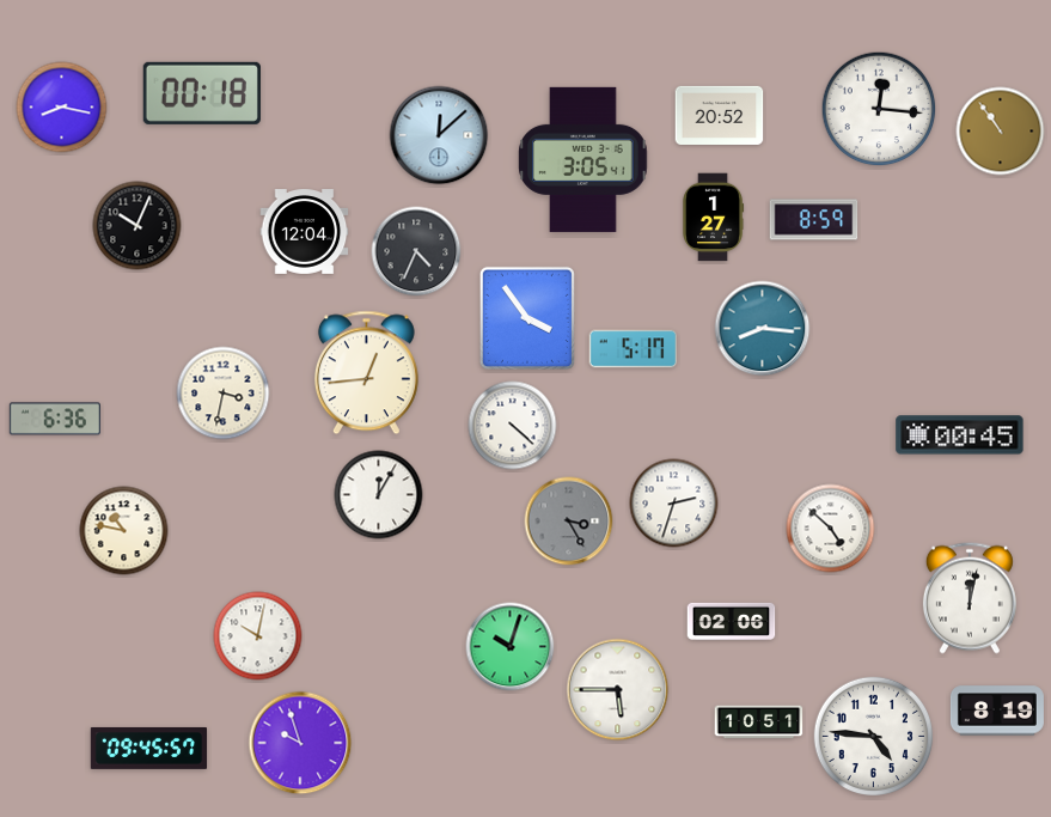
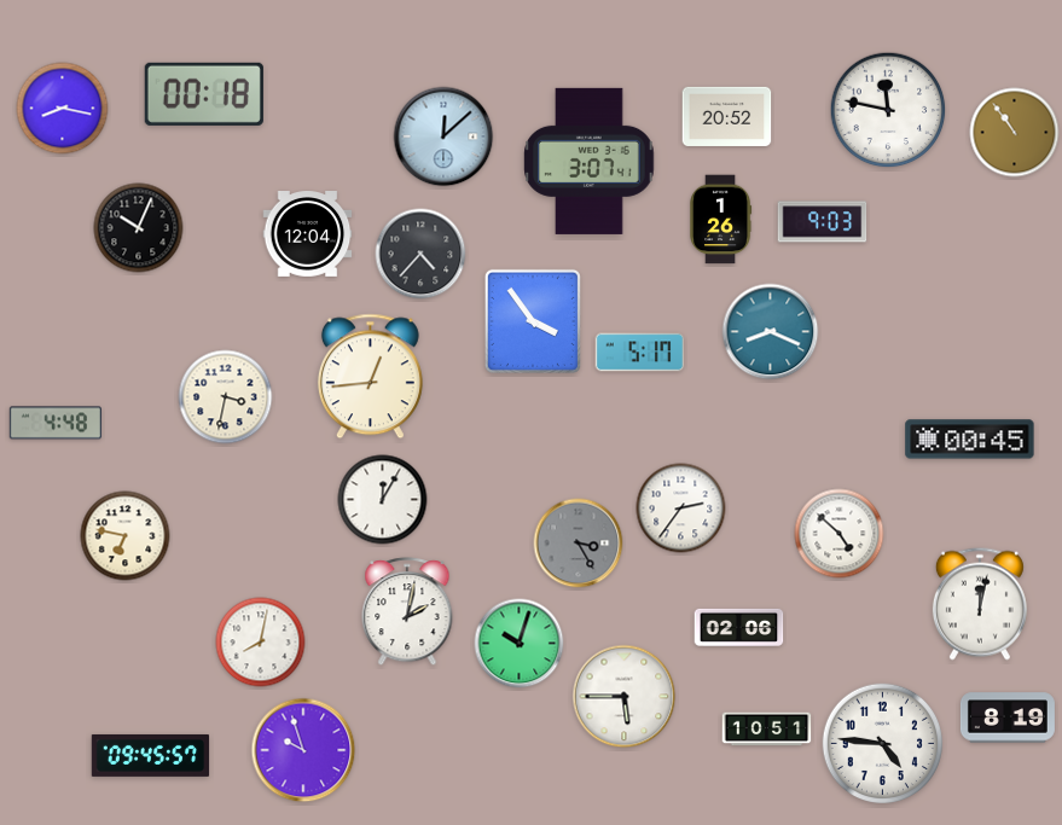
clock at (879, 109): 12:16 -> 11:47
clock at (1001, 132) position: (1001, 132) -> (1015, 133)
clock at (583, 159): 3:05 -> 3:07
clock at (714, 218): 1:27 -> 1:26
clock at (814, 220): 8:59 -> 9:03
clock at (416, 251): 4:34 -> 4:37
clock at (763, 329): 8:16 -> 8:19
clock at (55, 419): 6:36 -> 4:48
clock at (513, 426): 4:22 -> none
clock at (674, 504): 2:33 -> 2:36
clock at (569, 522) position: (569, 522) -> (579, 544)
clock at (124, 531): 10:47 -> 6:47
clock at (407, 612): none -> 2:02
clock at (258, 636): 10:02 -> 8:02
clock at (511, 647) position: (511, 647) -> (520, 644)
